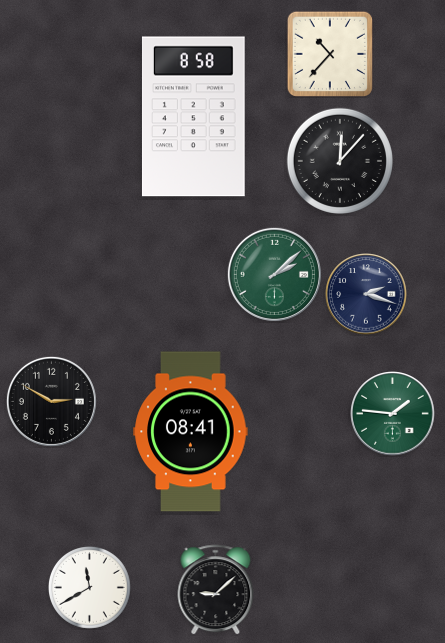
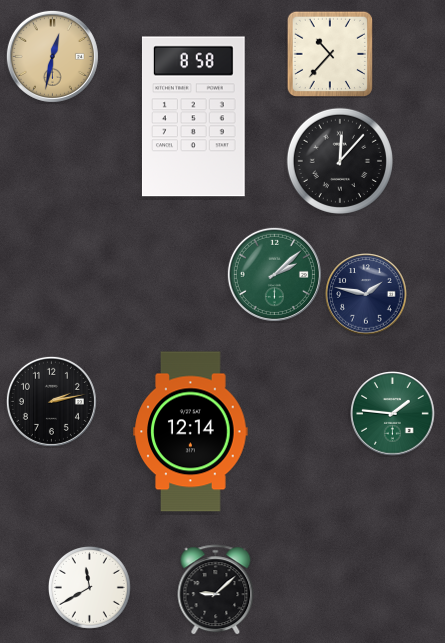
clock at (52, 56): none -> 12:32
clock at (366, 294): 2:18 -> 1:47
clock at (51, 401): 2:50 -> 2:13
clock at (191, 432): 08:41 -> 12:14
